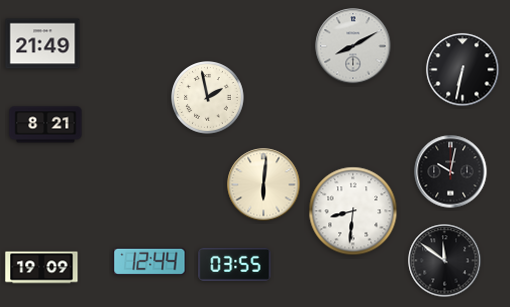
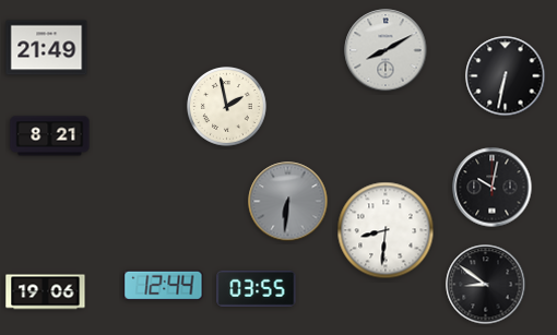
clock at (264, 185): 6:01 -> 6:31
clock at (264, 185) dial: cream -> grey
clock at (445, 261): 11:51 -> 8:51
clock at (42, 268): 19:09 -> 19:06
